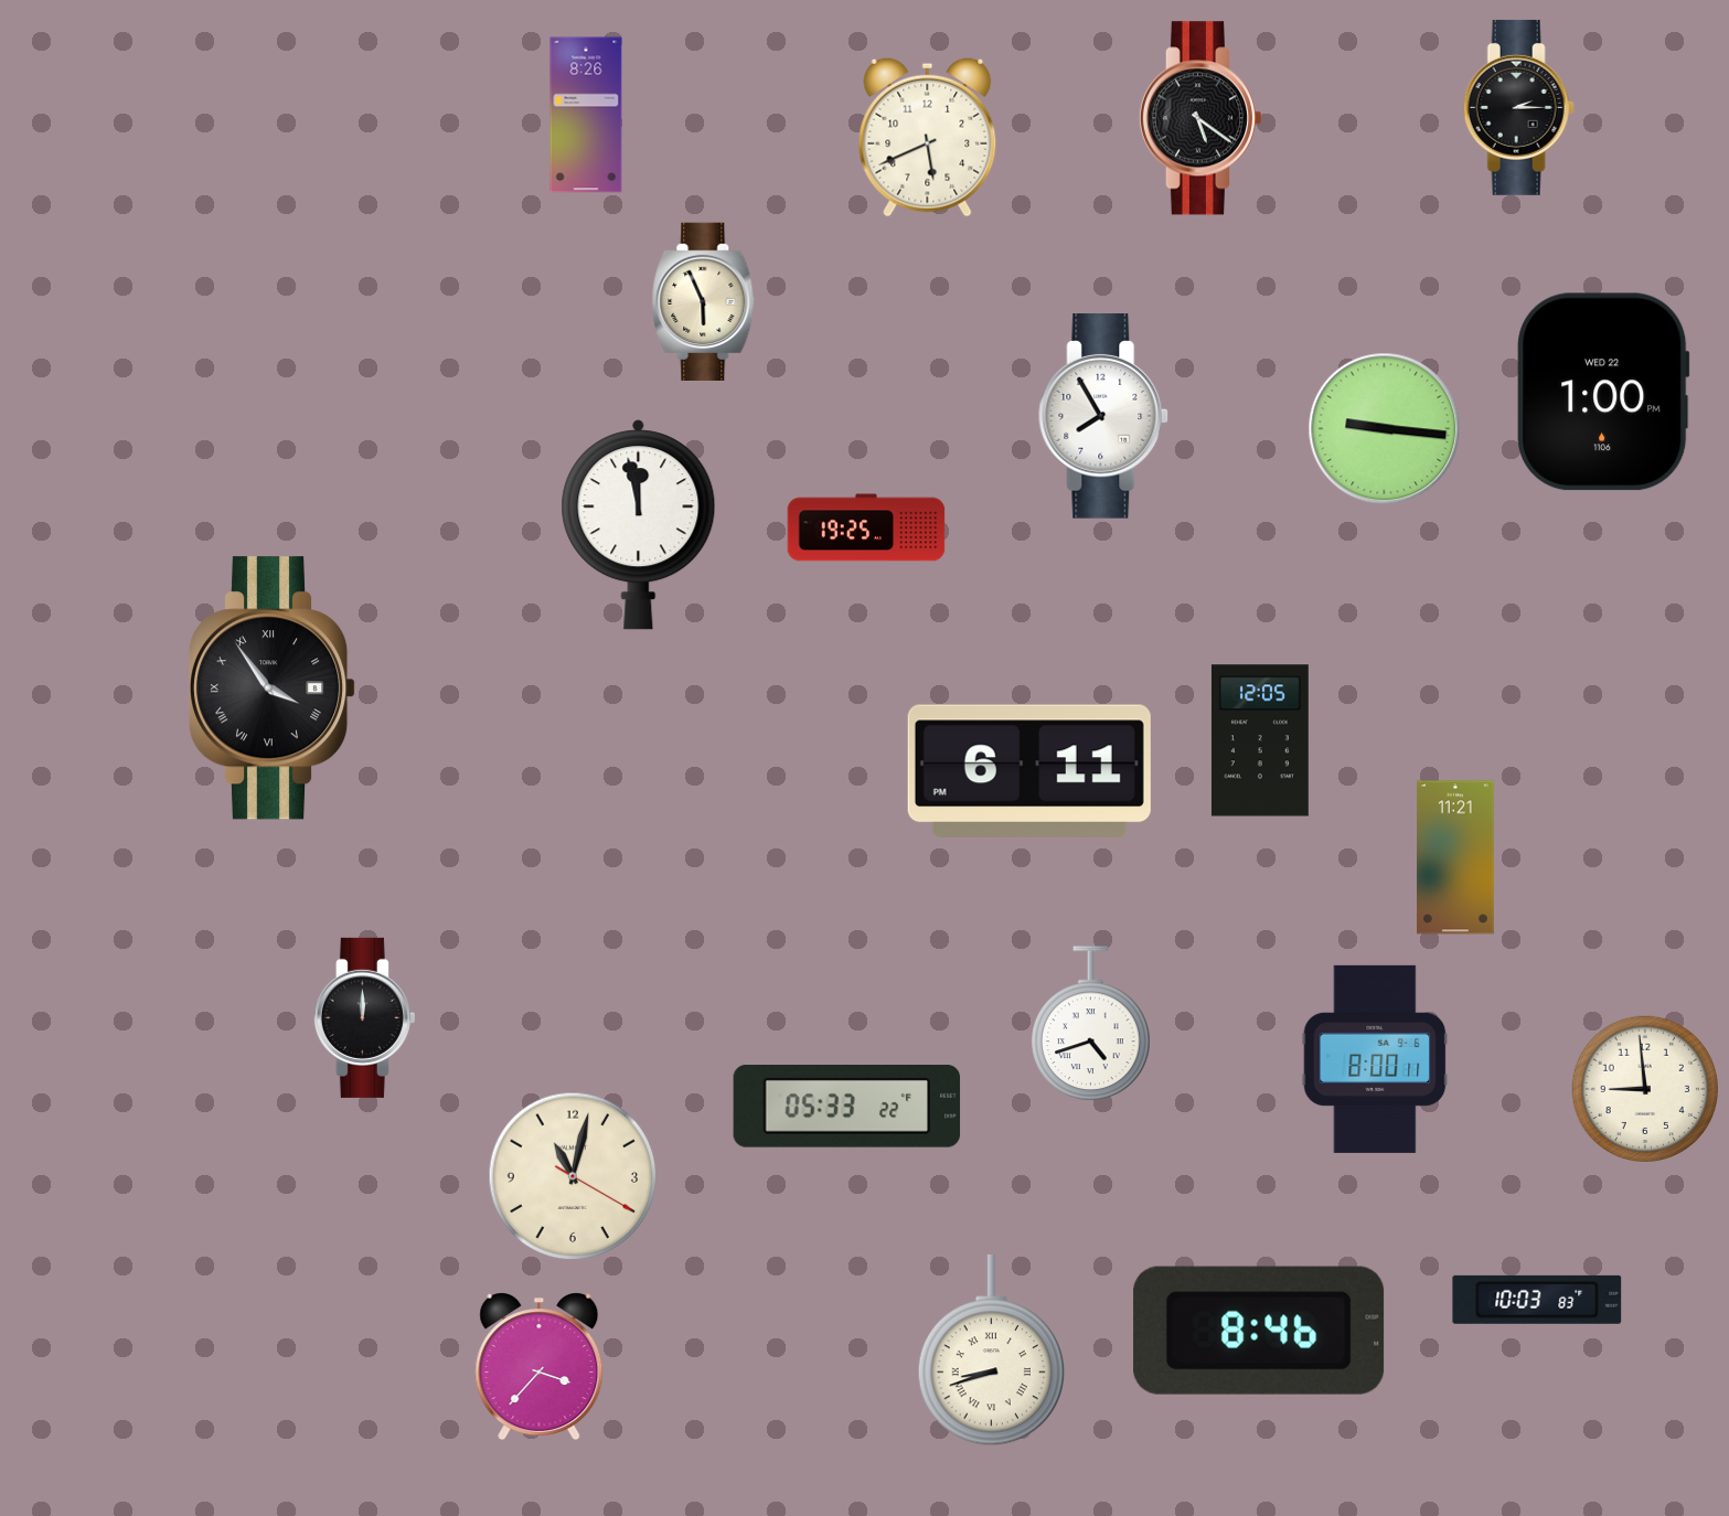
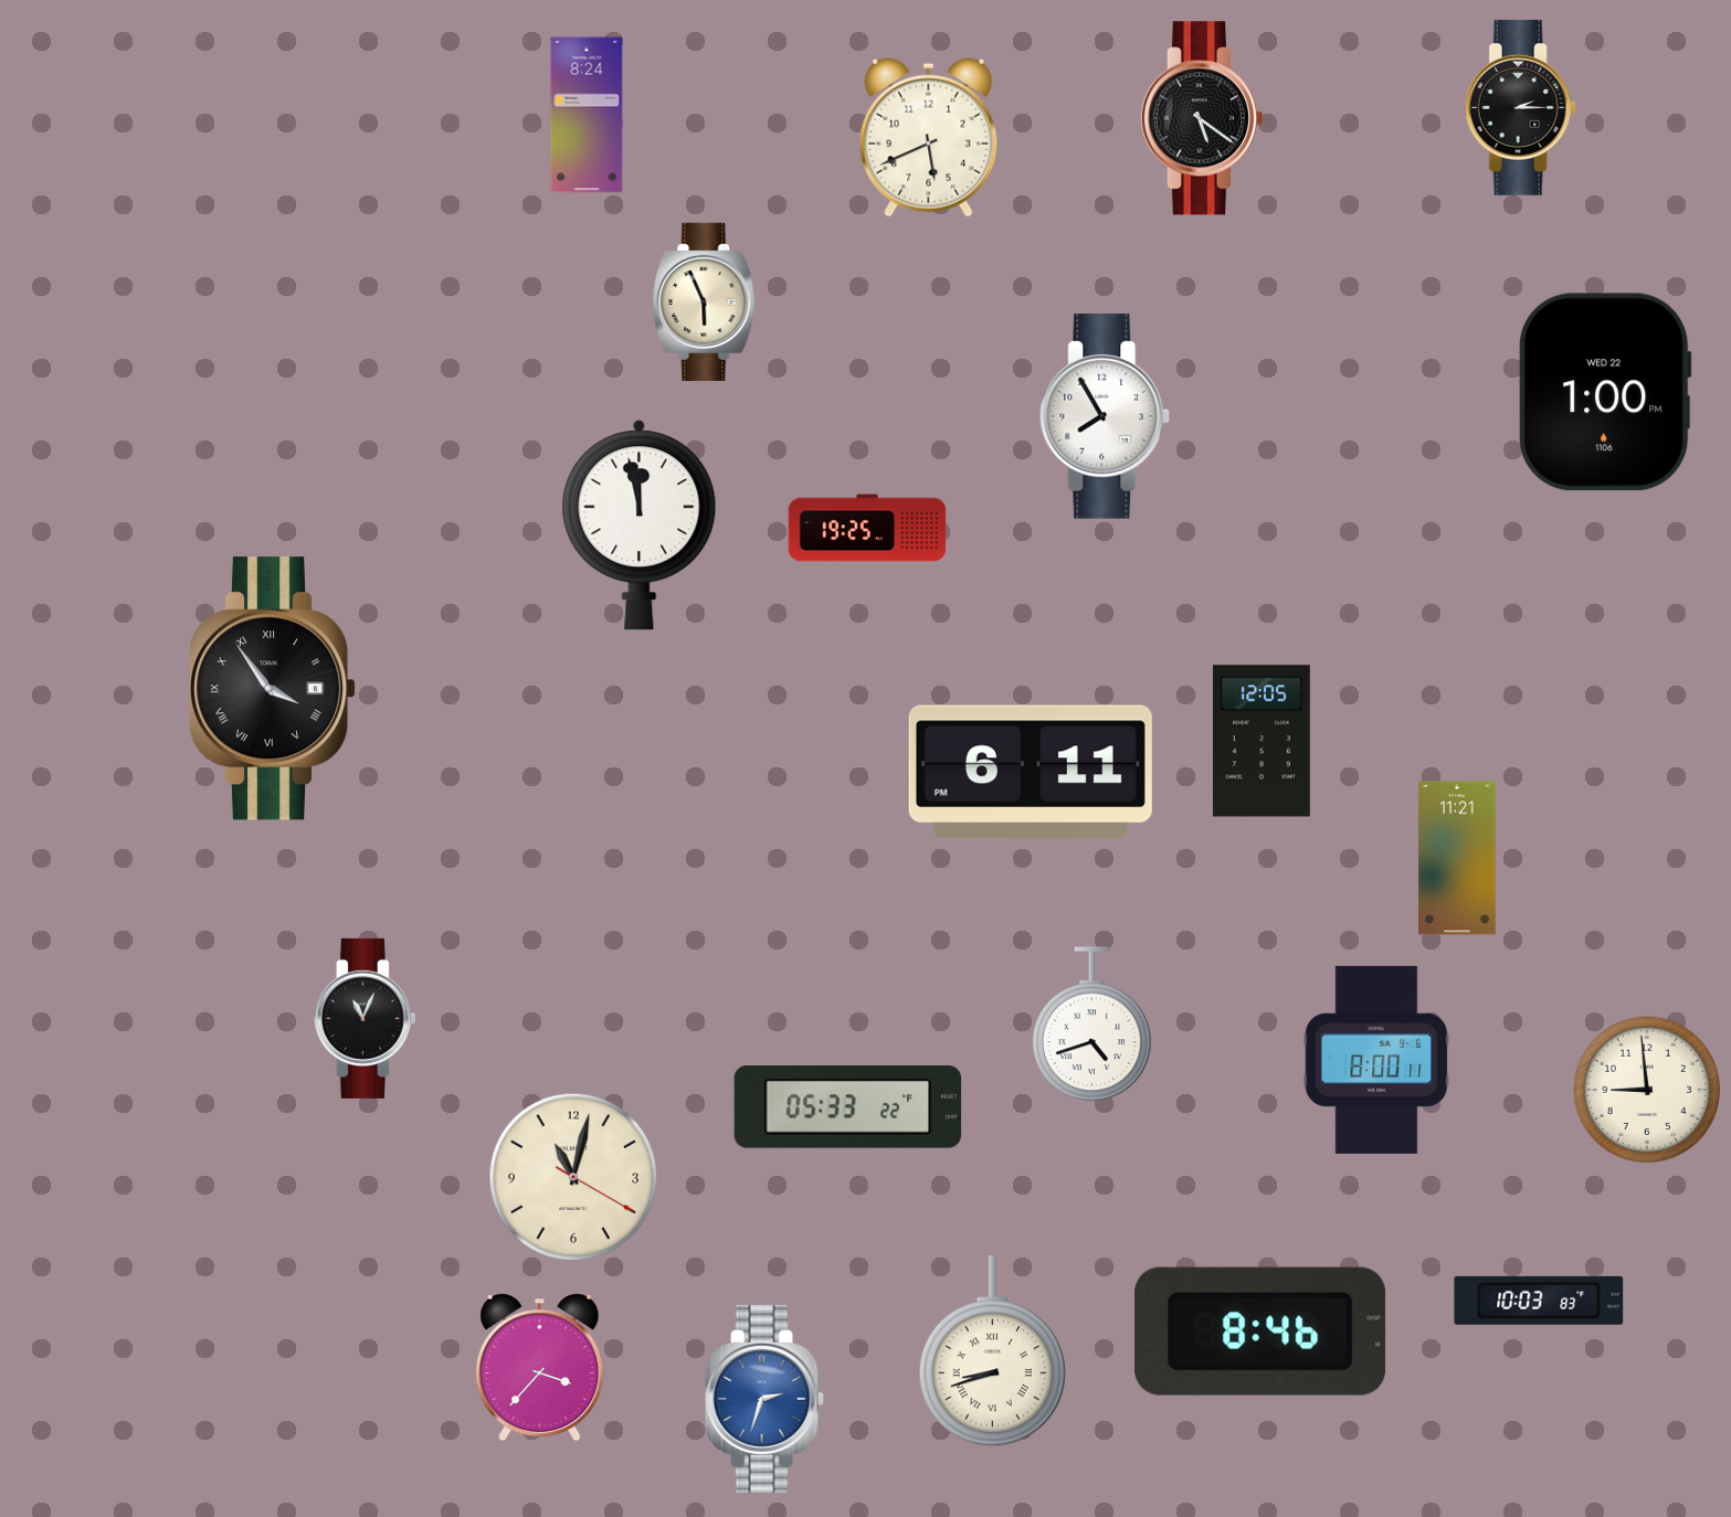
clock at (586, 115): 8:26 -> 8:24
clock at (1385, 429): 9:16 -> none
clock at (364, 1017): 12:00 -> 11:04
clock at (764, 1399): none -> 2:33
